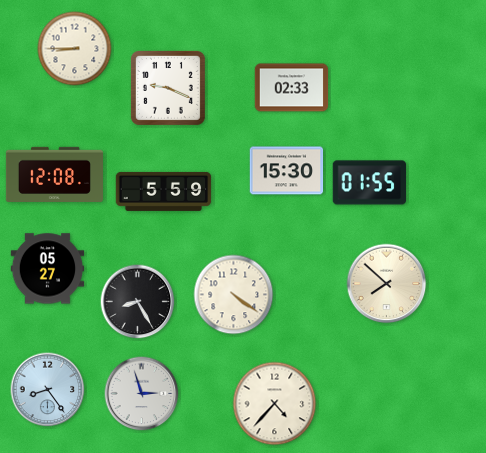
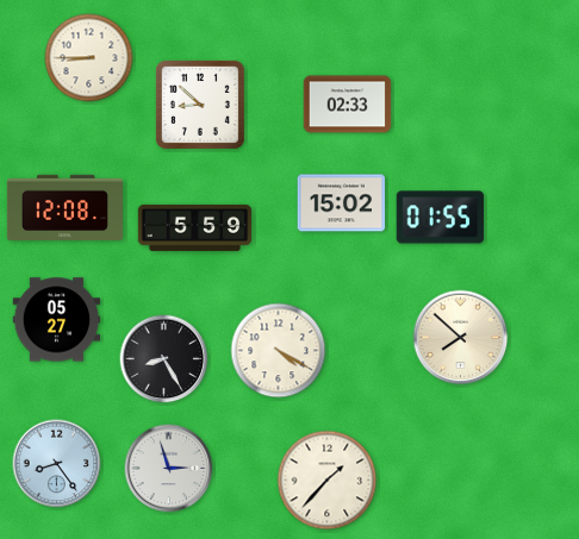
clock at (168, 88): 9:19 -> 8:52
clock at (287, 171): 15:30 -> 15:02
clock at (234, 295): 4:21 -> 4:20
clock at (275, 404): 4:37 -> 1:37
